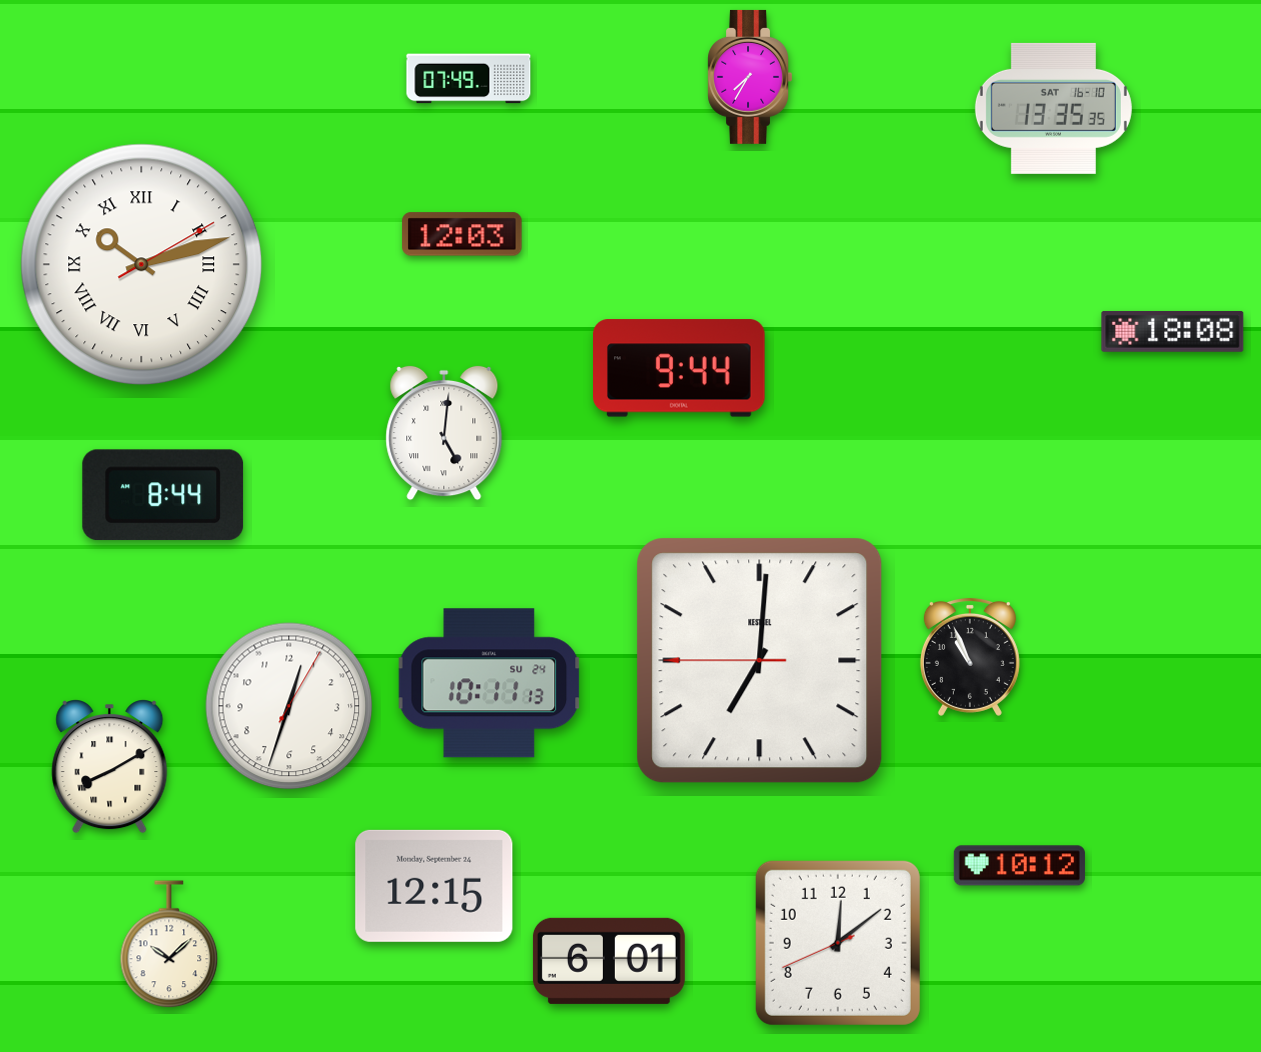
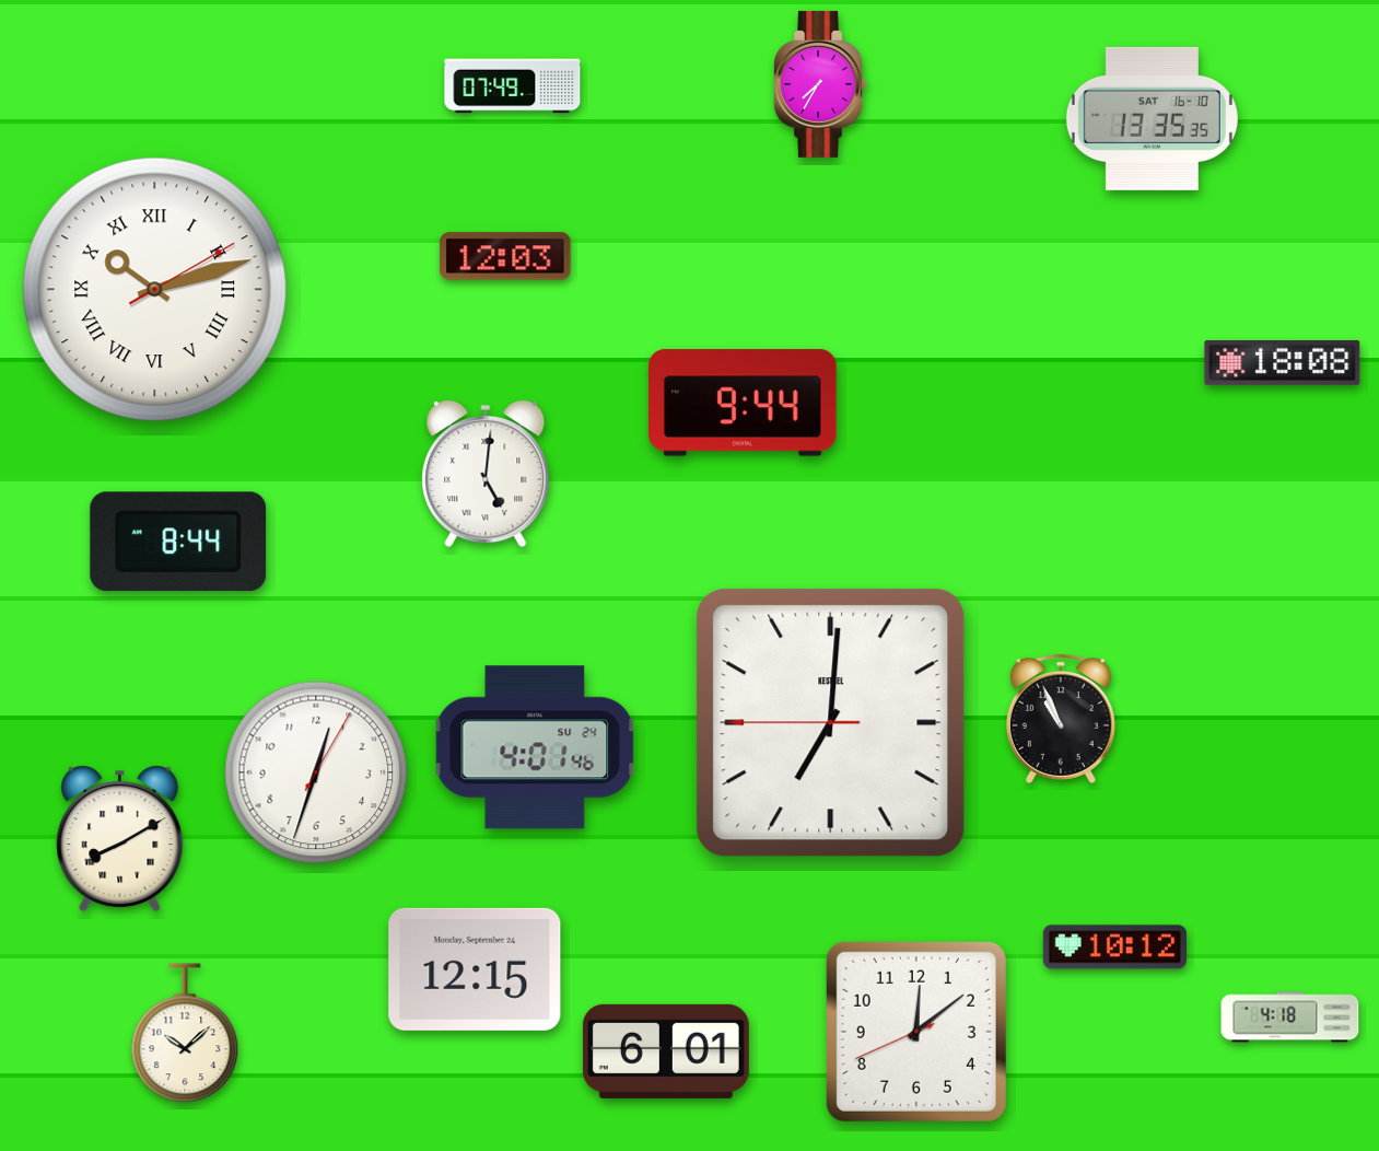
clock at (489, 683): 10:11 -> 4:01
clock at (1290, 1018): none -> 4:18
